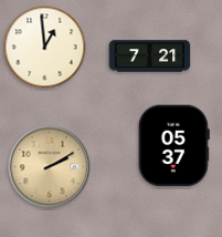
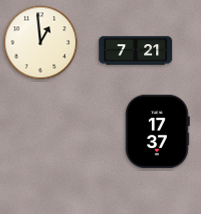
clock at (173, 146): 05:37 -> 17:37
clock at (50, 167): 2:10 -> none
